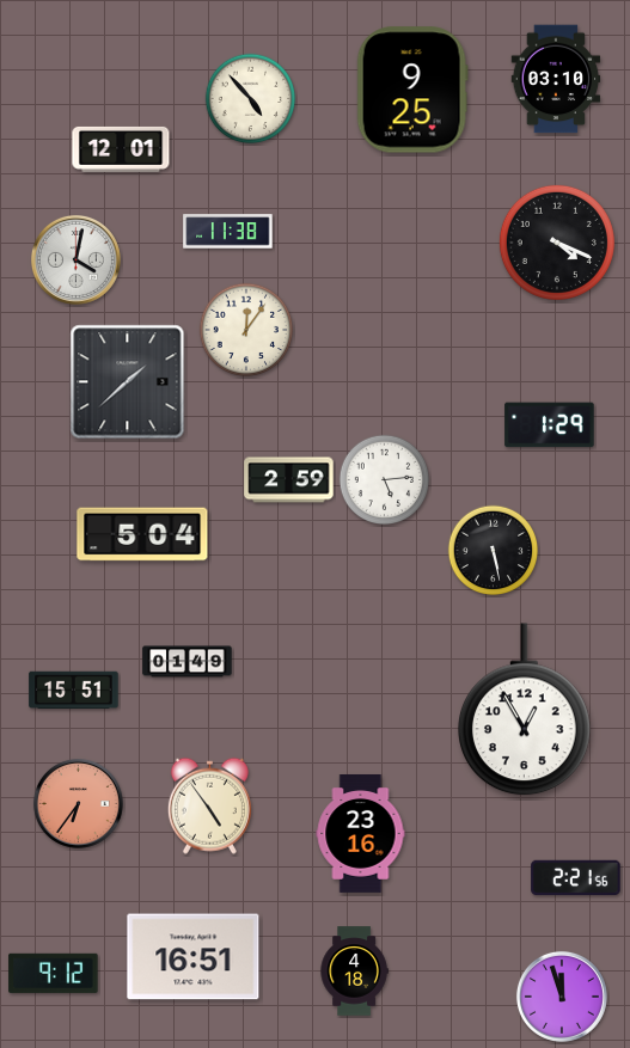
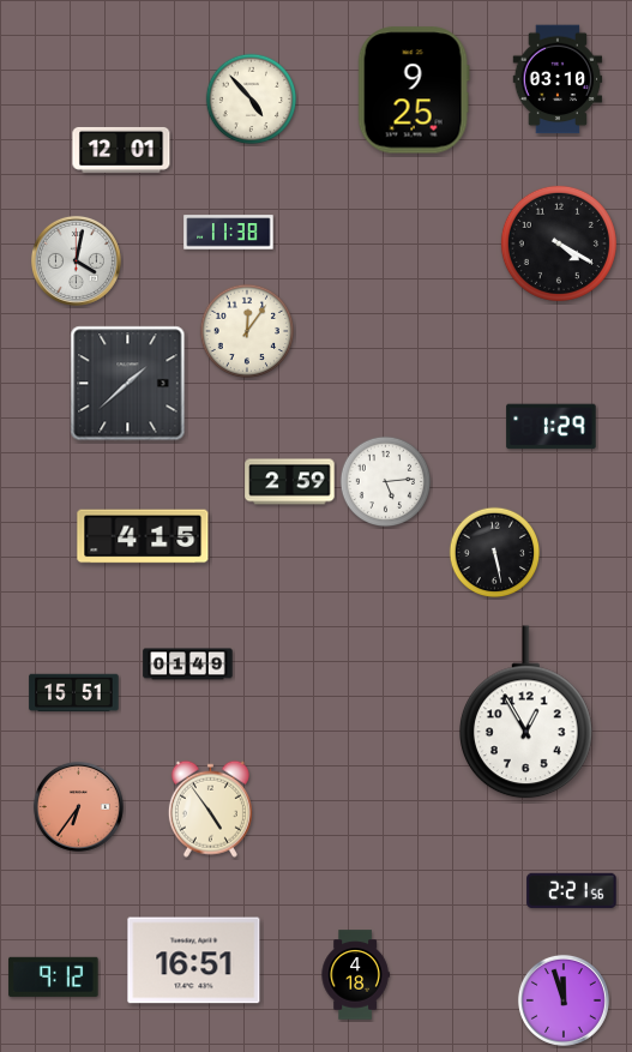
clock at (557, 243): 4:19 -> 4:20
clock at (142, 534): 5:04 -> 4:15
clock at (361, 834): 23:16 -> none
clock at (576, 878) position: (576, 878) -> (572, 891)
